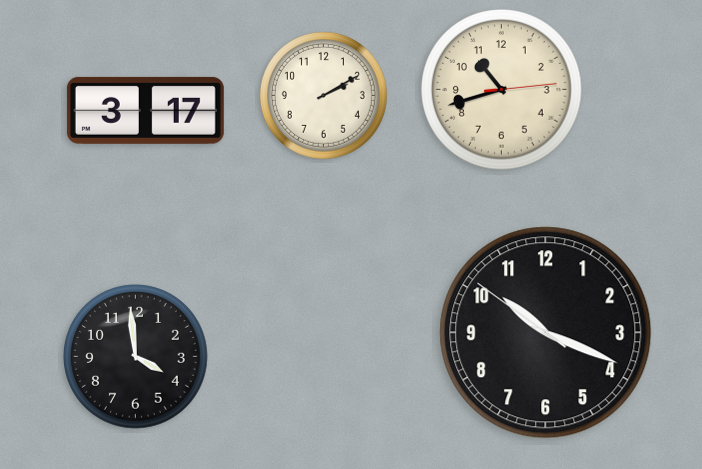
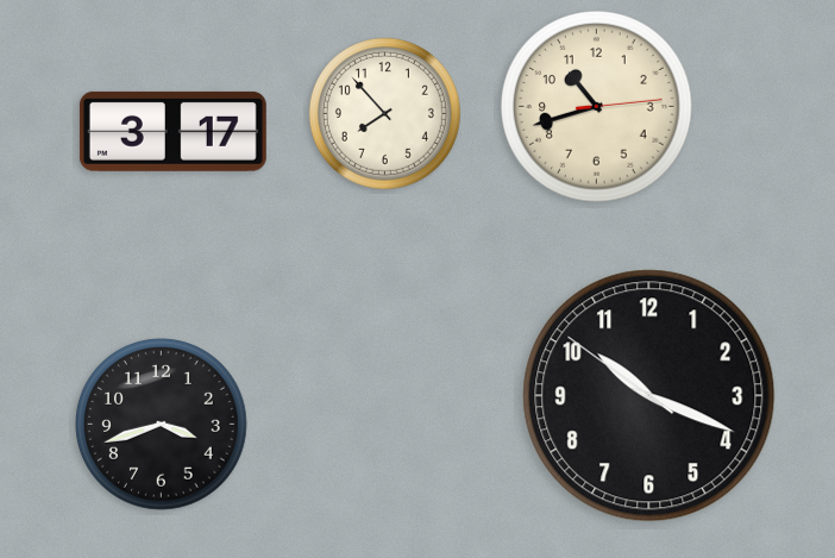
clock at (323, 95): 2:10 -> 7:53
clock at (136, 357): 3:59 -> 3:42
